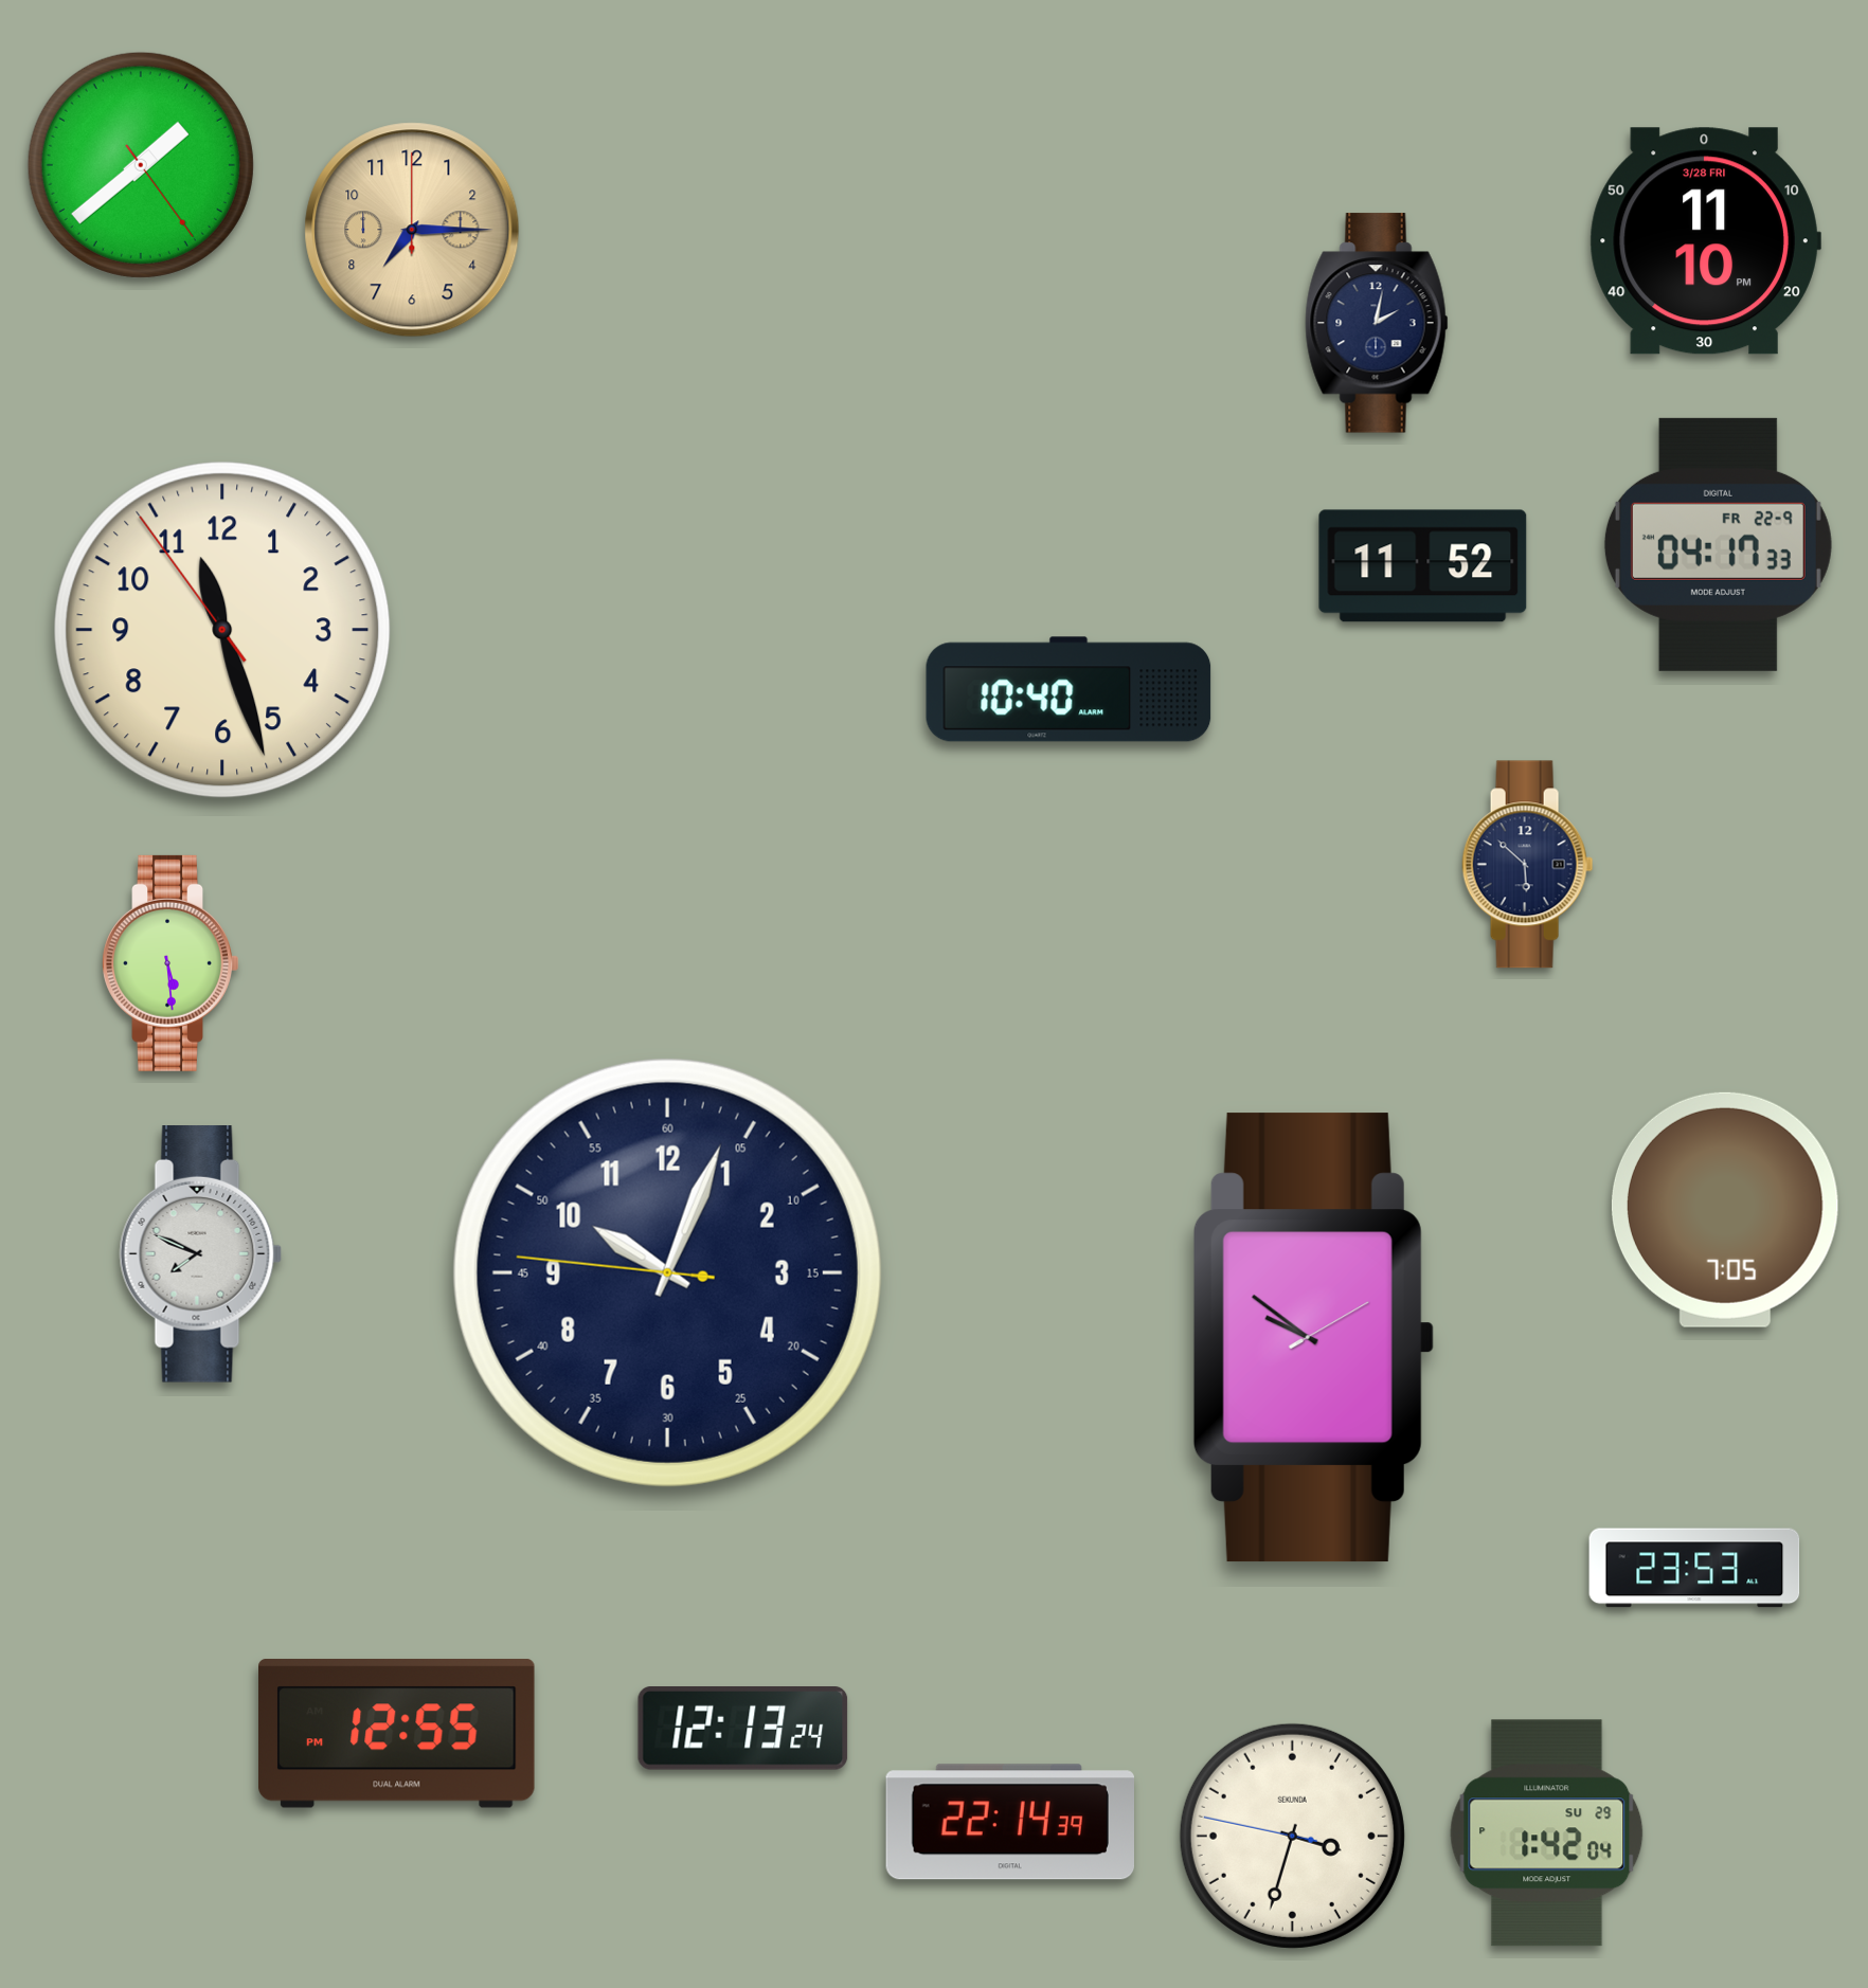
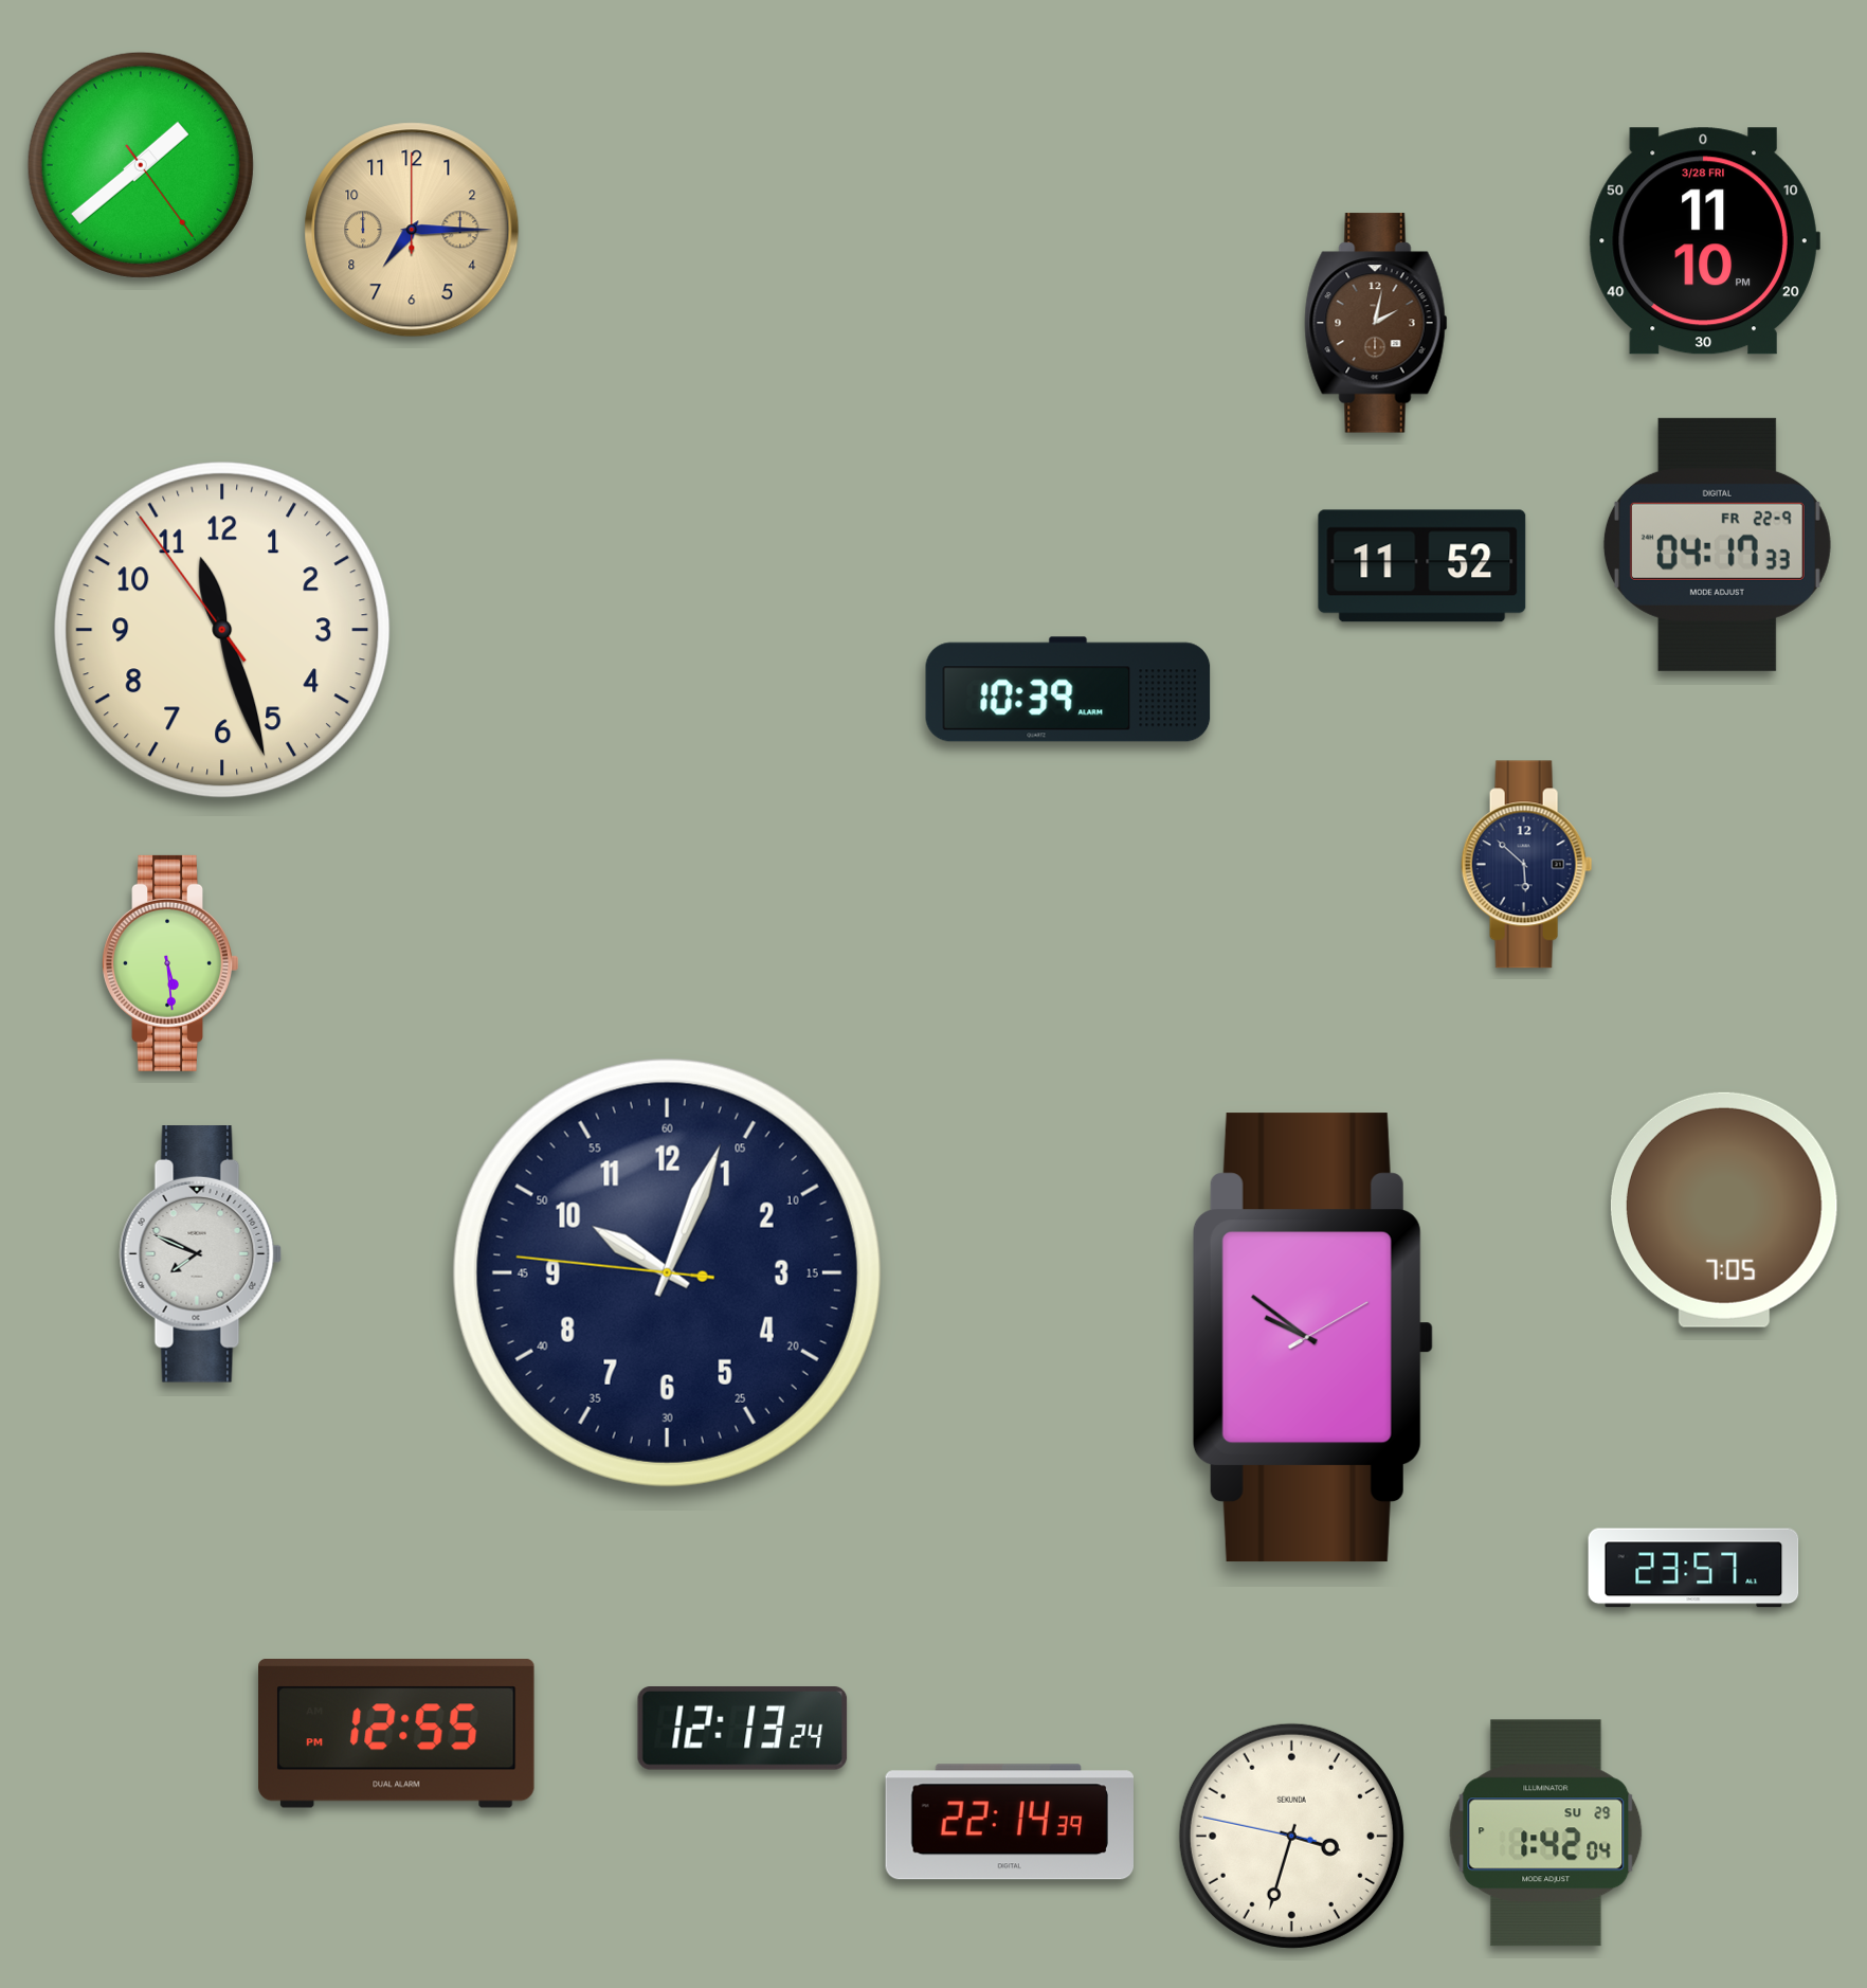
clock at (1377, 323) dial: navy -> brown
clock at (1068, 689): 10:40 -> 10:39
clock at (1694, 1568): 23:53 -> 23:57
